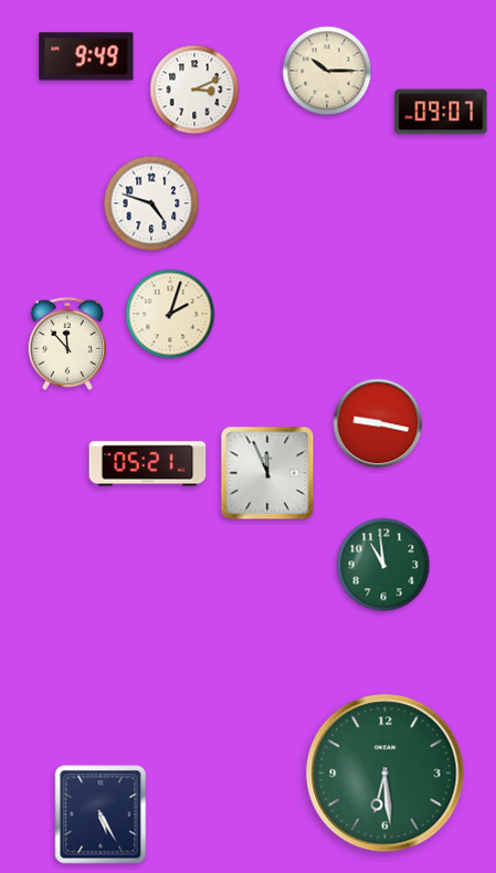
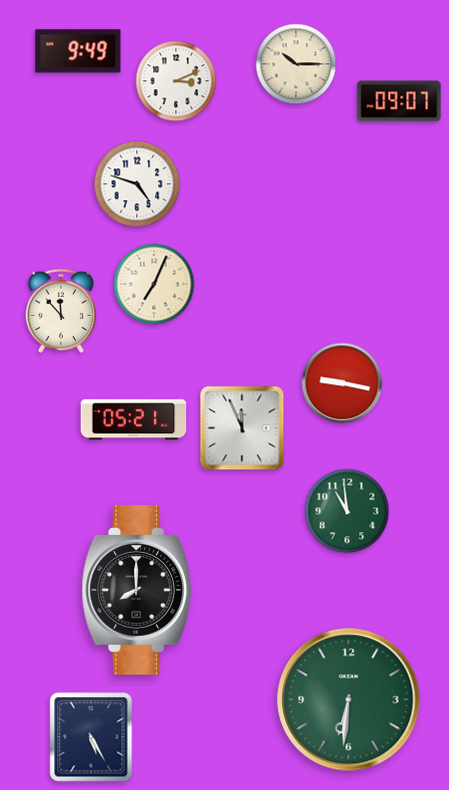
clock at (170, 314): 2:03 -> 7:04
clock at (137, 590): none -> 8:00
clock at (386, 774): 6:29 -> 6:31
